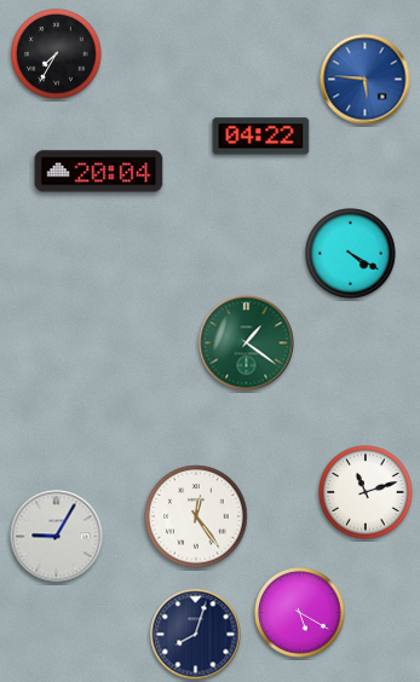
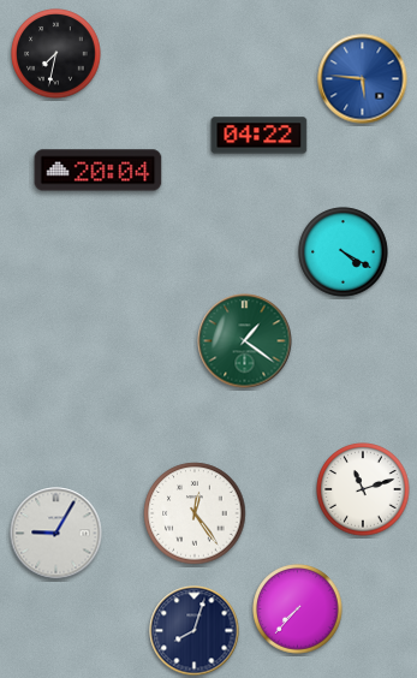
clock at (57, 54): 7:35 -> 7:32
clock at (351, 254) position: (351, 254) -> (344, 252)
clock at (300, 613): 5:20 -> 7:37
